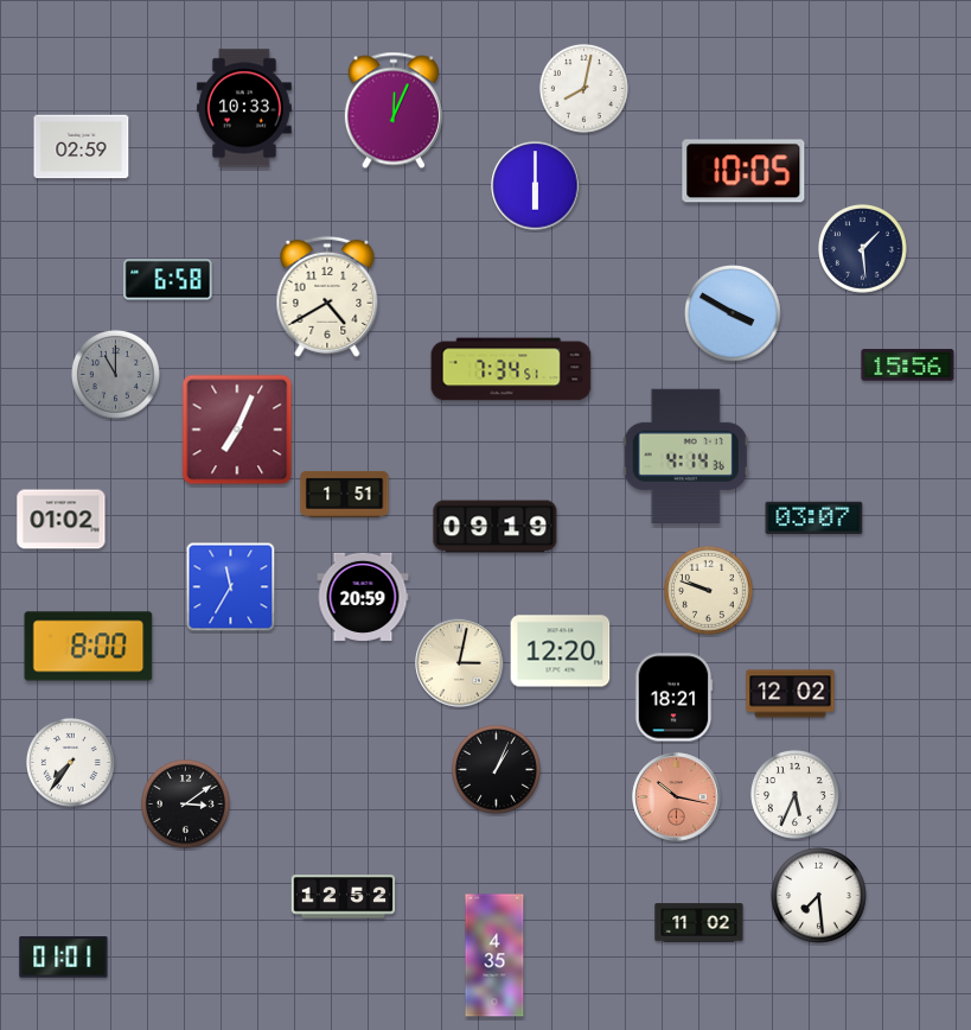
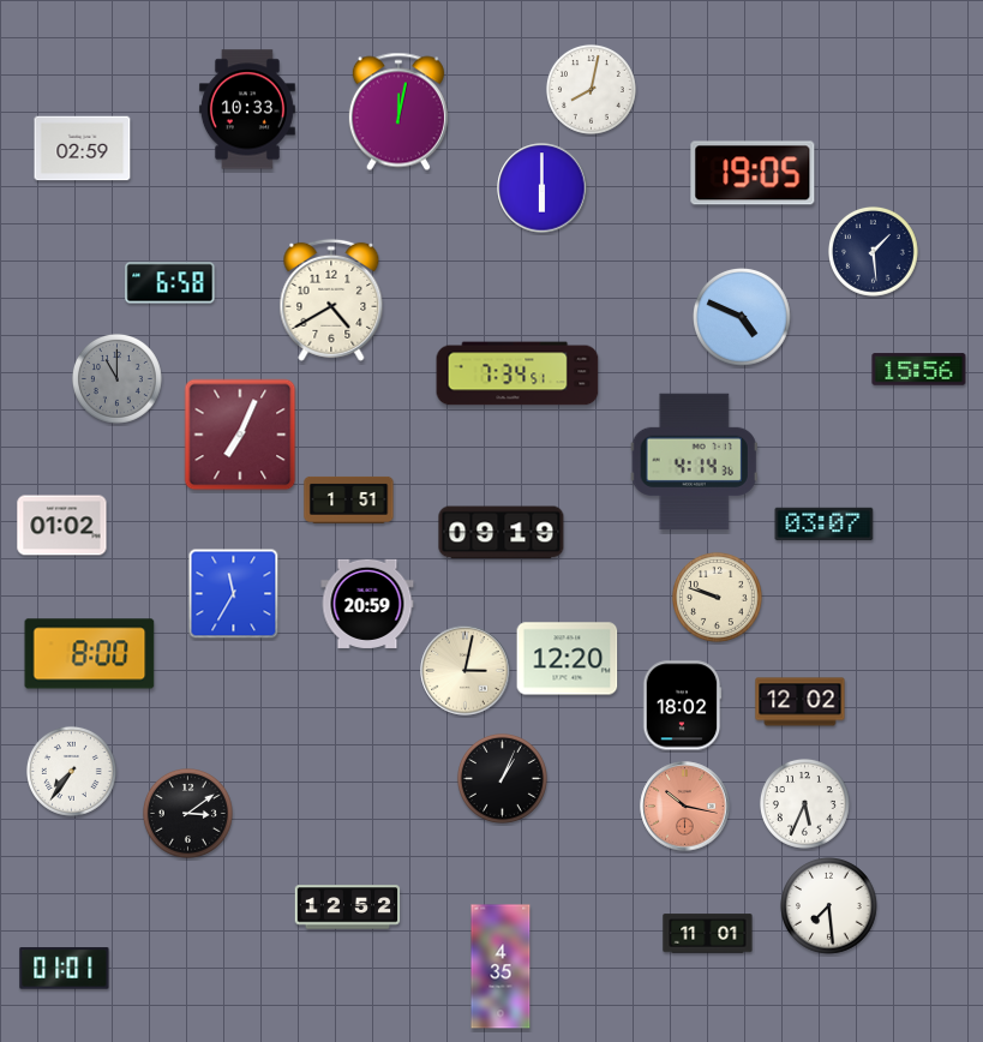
clock at (394, 110): 12:04 -> 12:02
clock at (743, 171): 10:05 -> 19:05
clock at (733, 313): 3:50 -> 4:49
clock at (673, 698): 18:21 -> 18:02
clock at (699, 923): 11:02 -> 11:01
